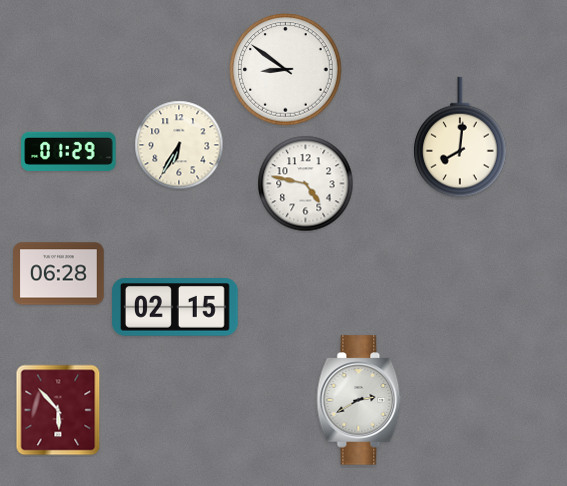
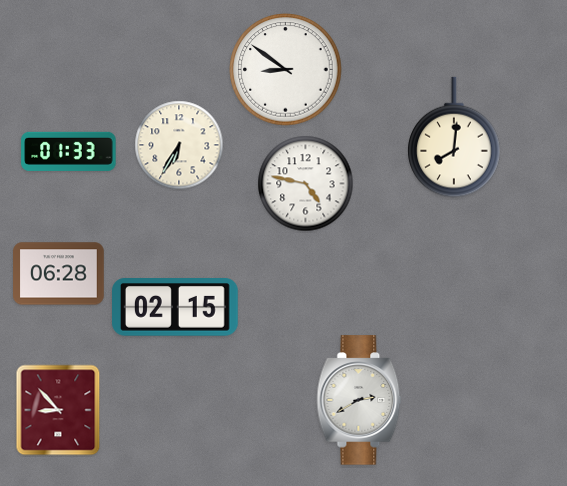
clock at (460, 137) position: (460, 137) -> (454, 137)
clock at (69, 151): 01:29 -> 01:33
clock at (58, 410): 5:53 -> 8:53
